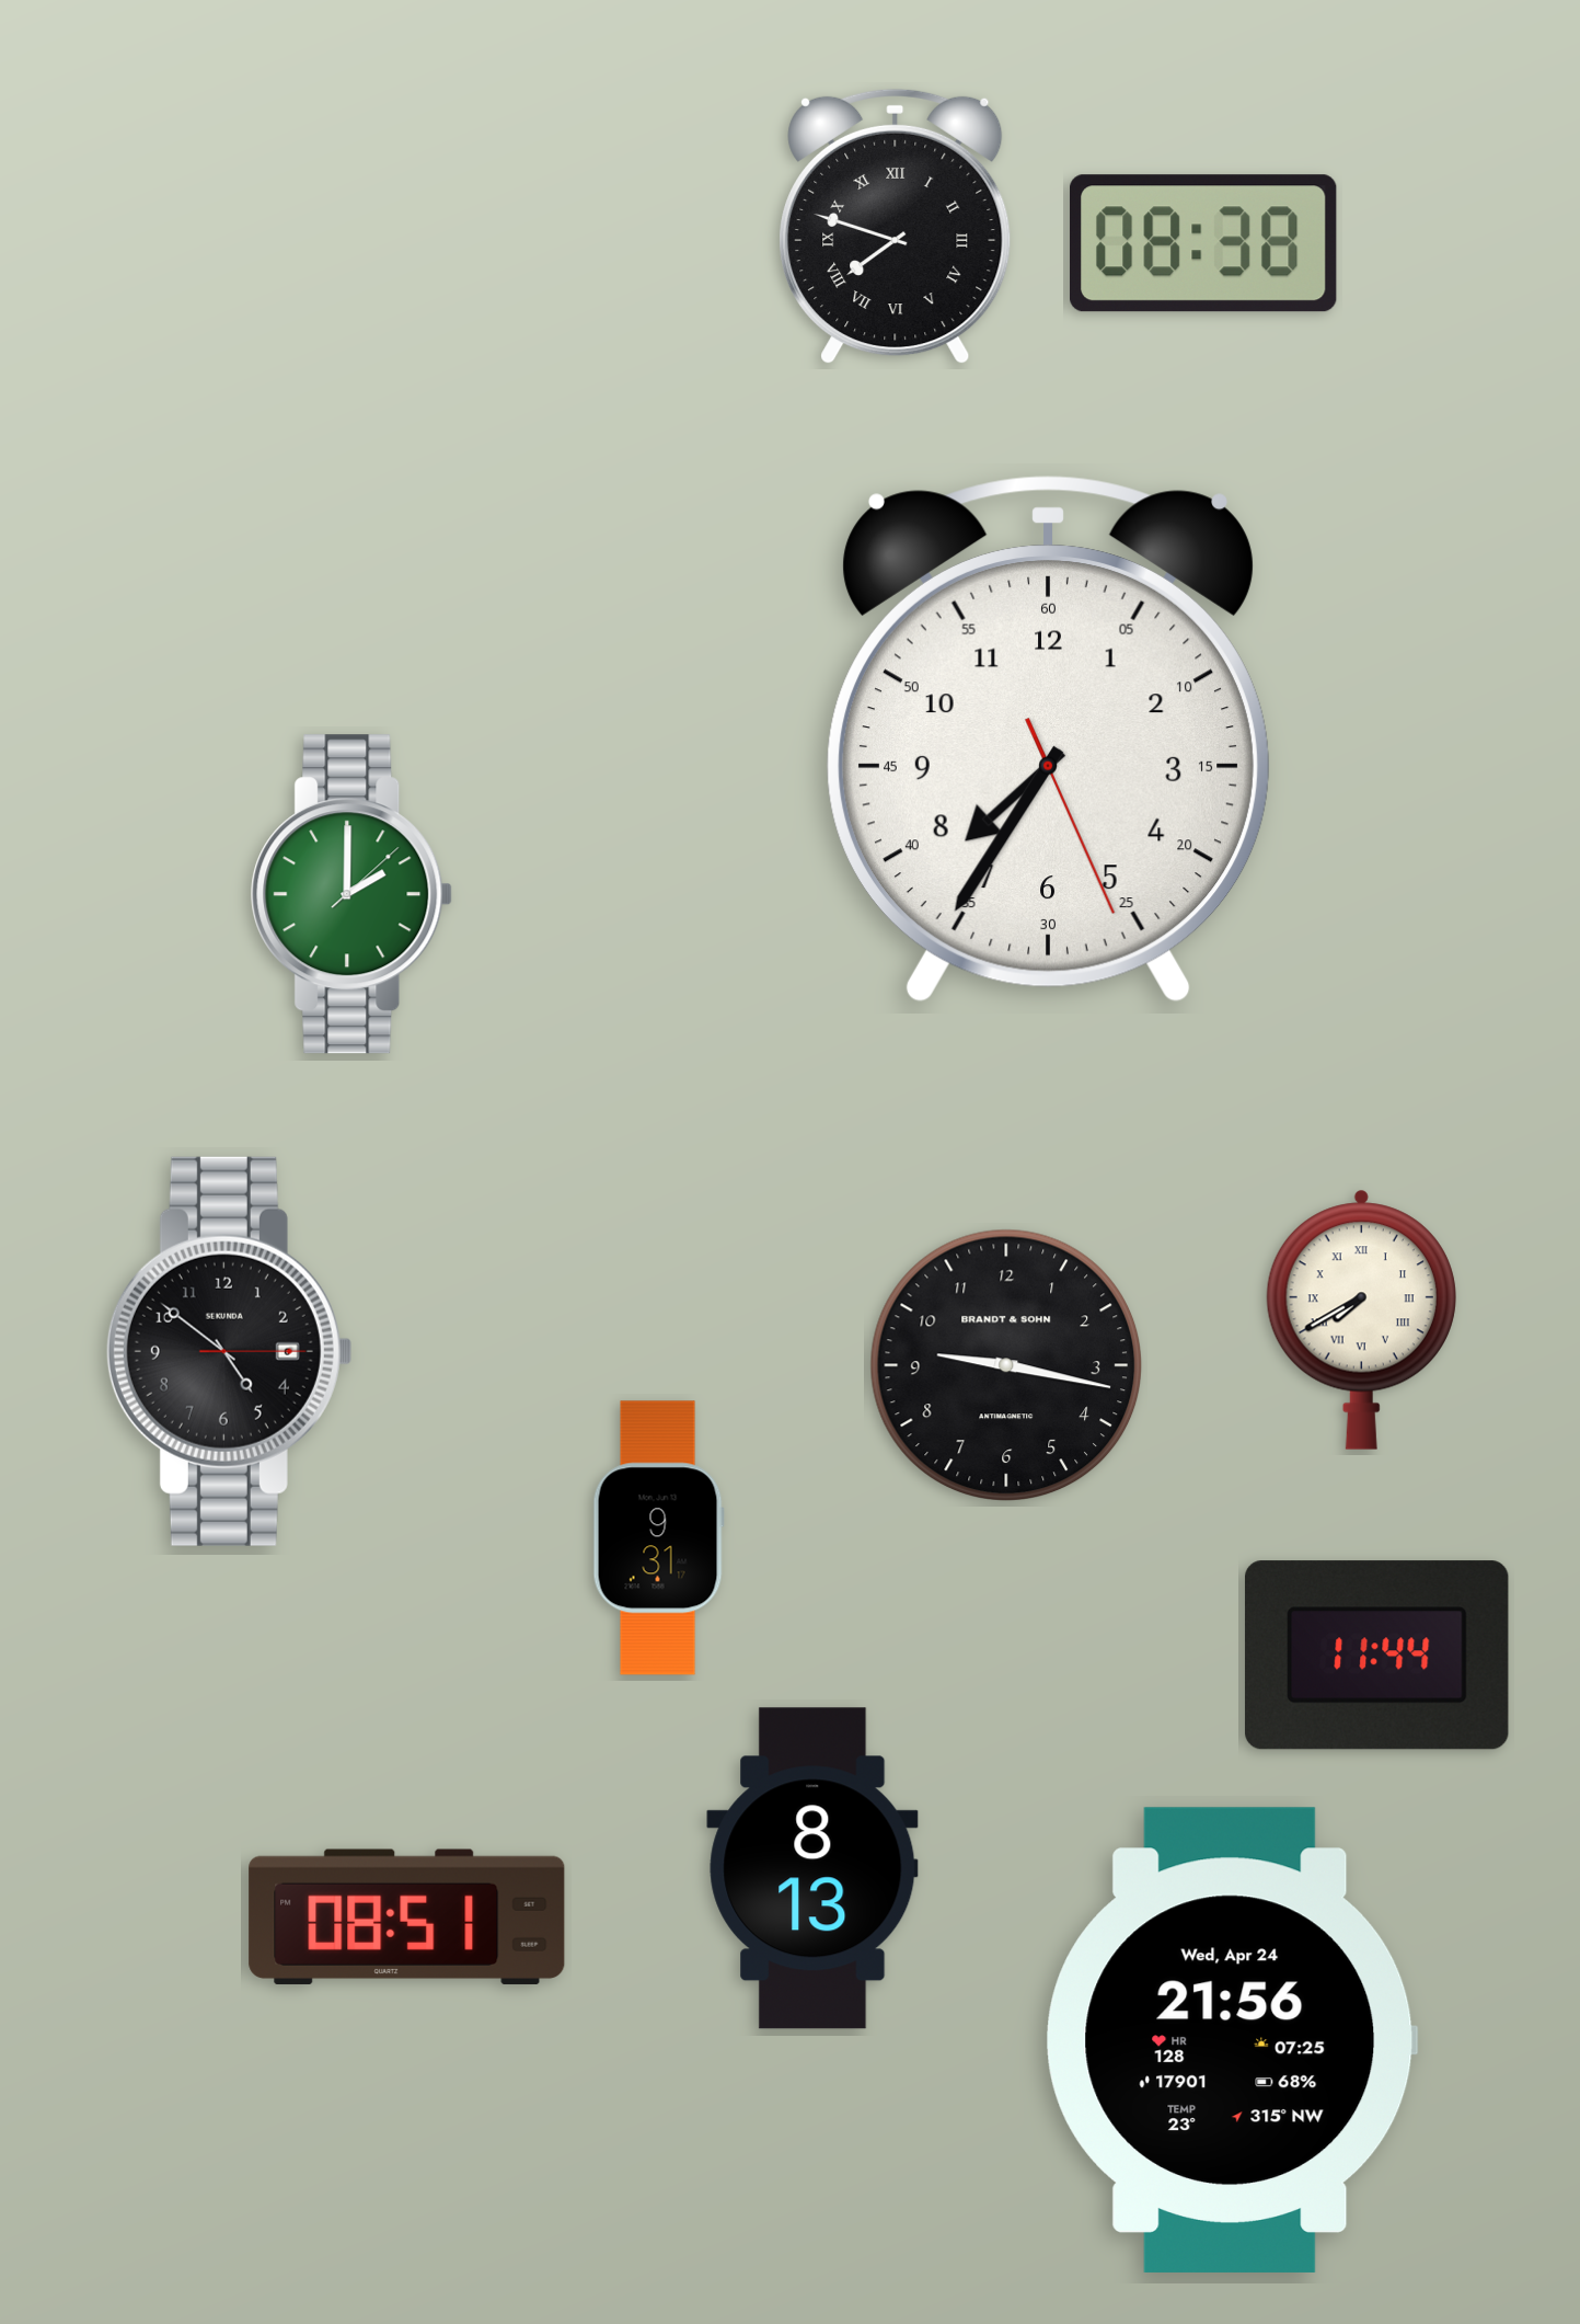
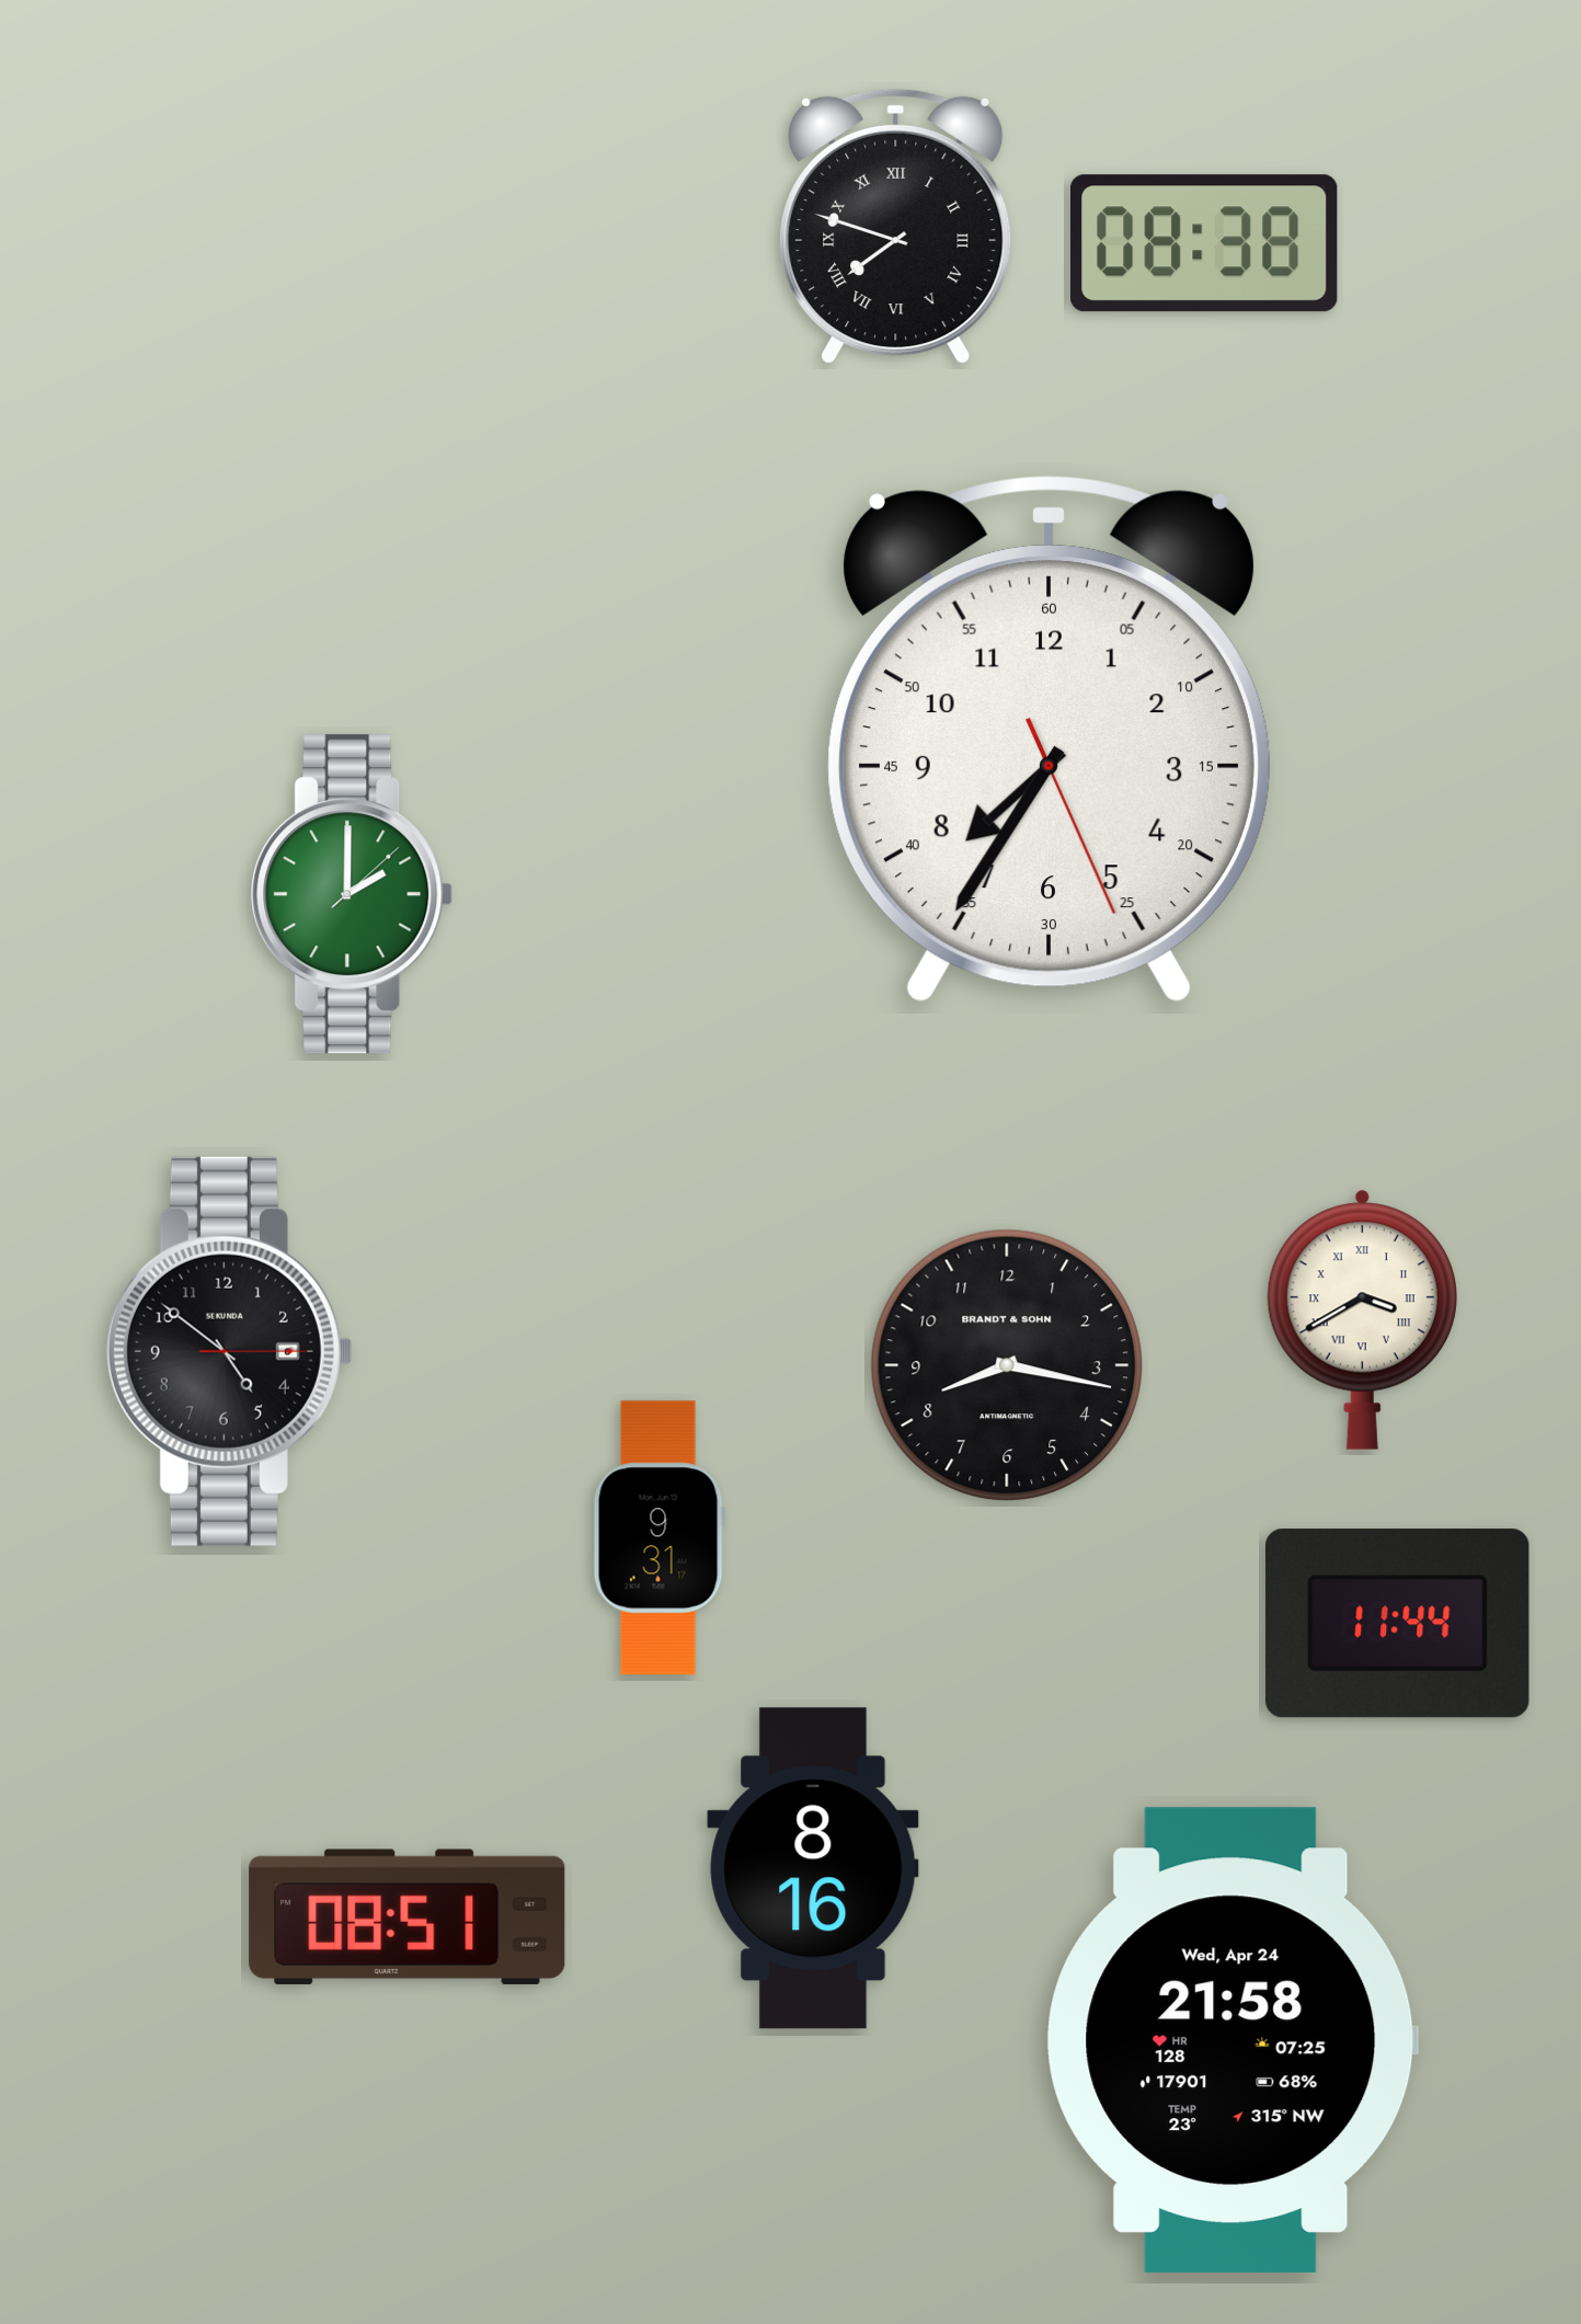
clock at (1361, 1319): 7:40 -> 3:40
clock at (1005, 1364): 9:17 -> 8:17
clock at (1376, 1656) position: (1376, 1656) -> (1397, 1624)
clock at (812, 1868): 8:13 -> 8:16
clock at (1232, 2040): 21:56 -> 21:58
